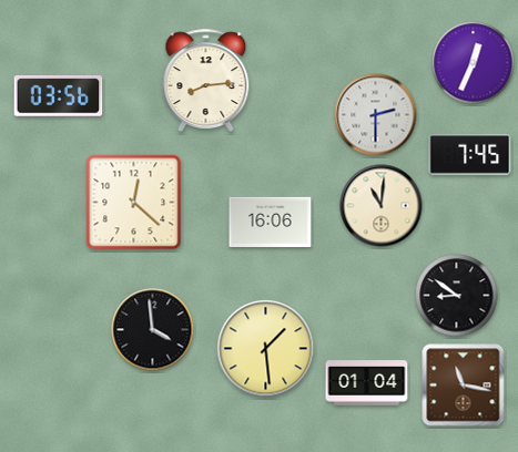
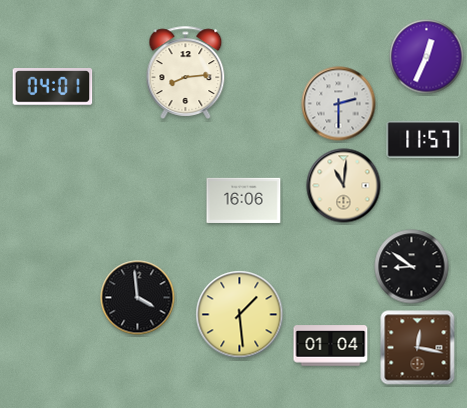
clock at (59, 96): 03:56 -> 04:01
clock at (470, 154): 7:45 -> 11:57
clock at (134, 203): 12:22 -> none
clock at (464, 386): 11:17 -> 12:17
